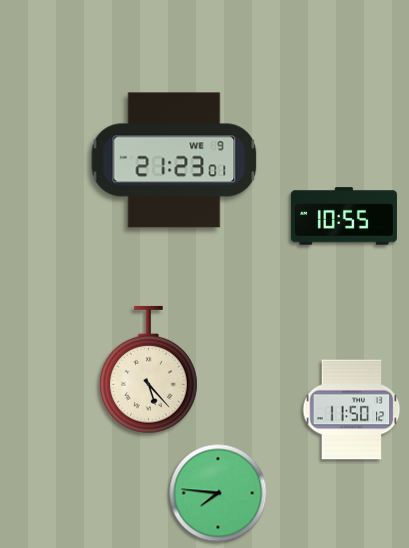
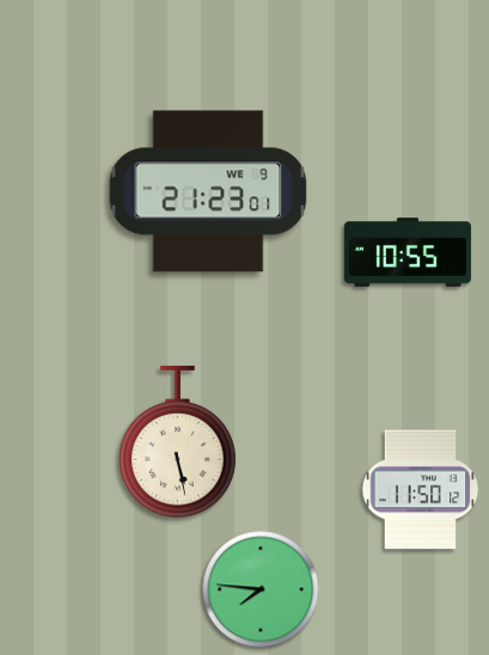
clock at (344, 216) position: (344, 216) -> (408, 252)
clock at (148, 370): 5:23 -> 5:28
